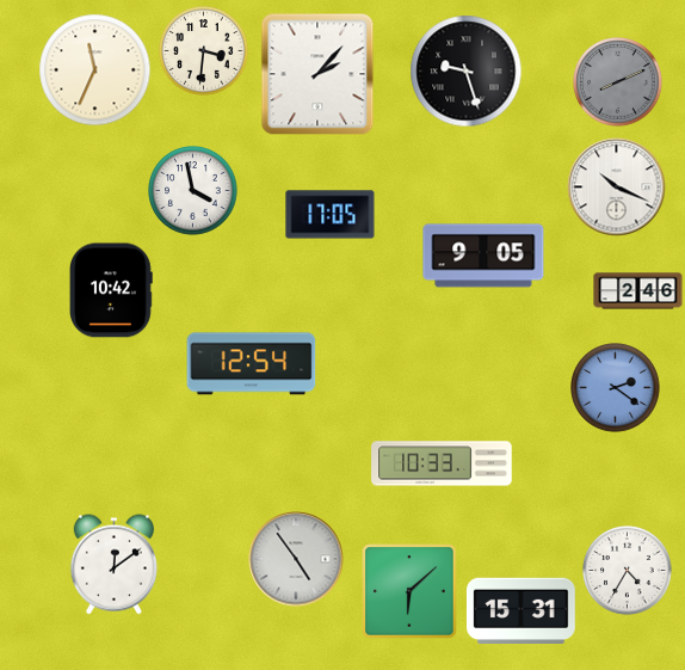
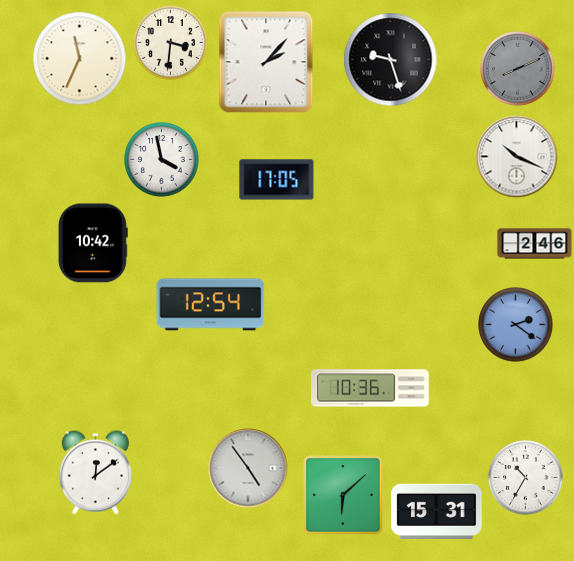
clock at (483, 256): 9:05 -> none
clock at (442, 463): 10:33 -> 10:36
clock at (628, 571): 4:35 -> 10:35
